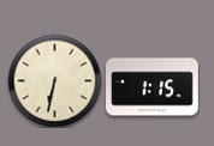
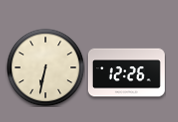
clock at (153, 87): 1:15 -> 12:26
